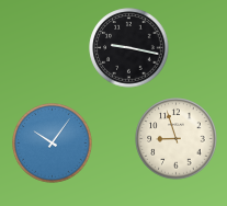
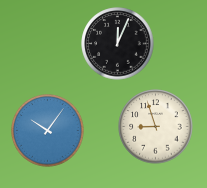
clock at (129, 48): 9:17 -> 12:04
clock at (177, 139) position: (177, 139) -> (156, 127)
